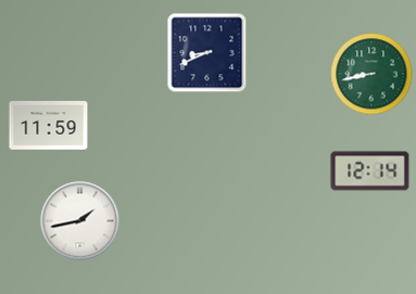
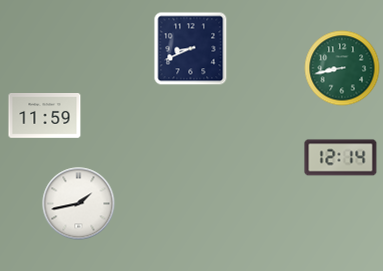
clock at (80, 221) position: (80, 221) -> (79, 204)
